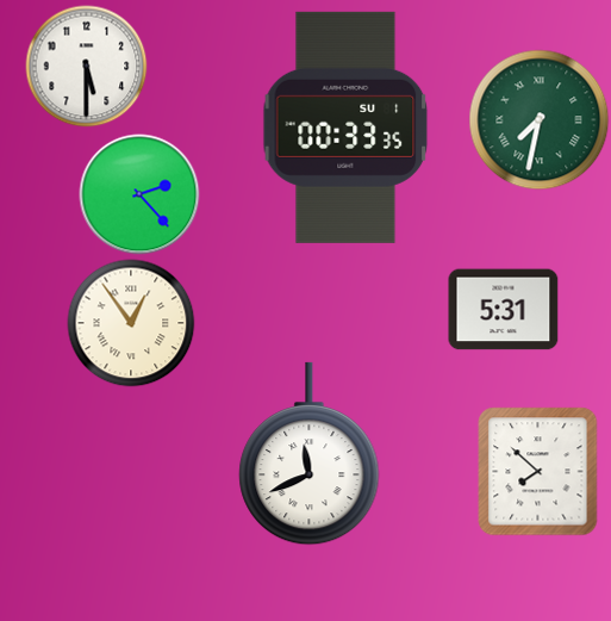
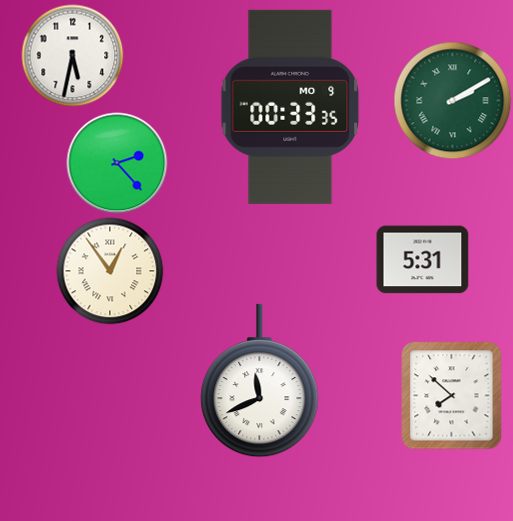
clock at (87, 67): 5:30 -> 5:32
clock at (540, 120): 7:32 -> 2:10
clock at (345, 128) date: SU 1 -> MO 9
